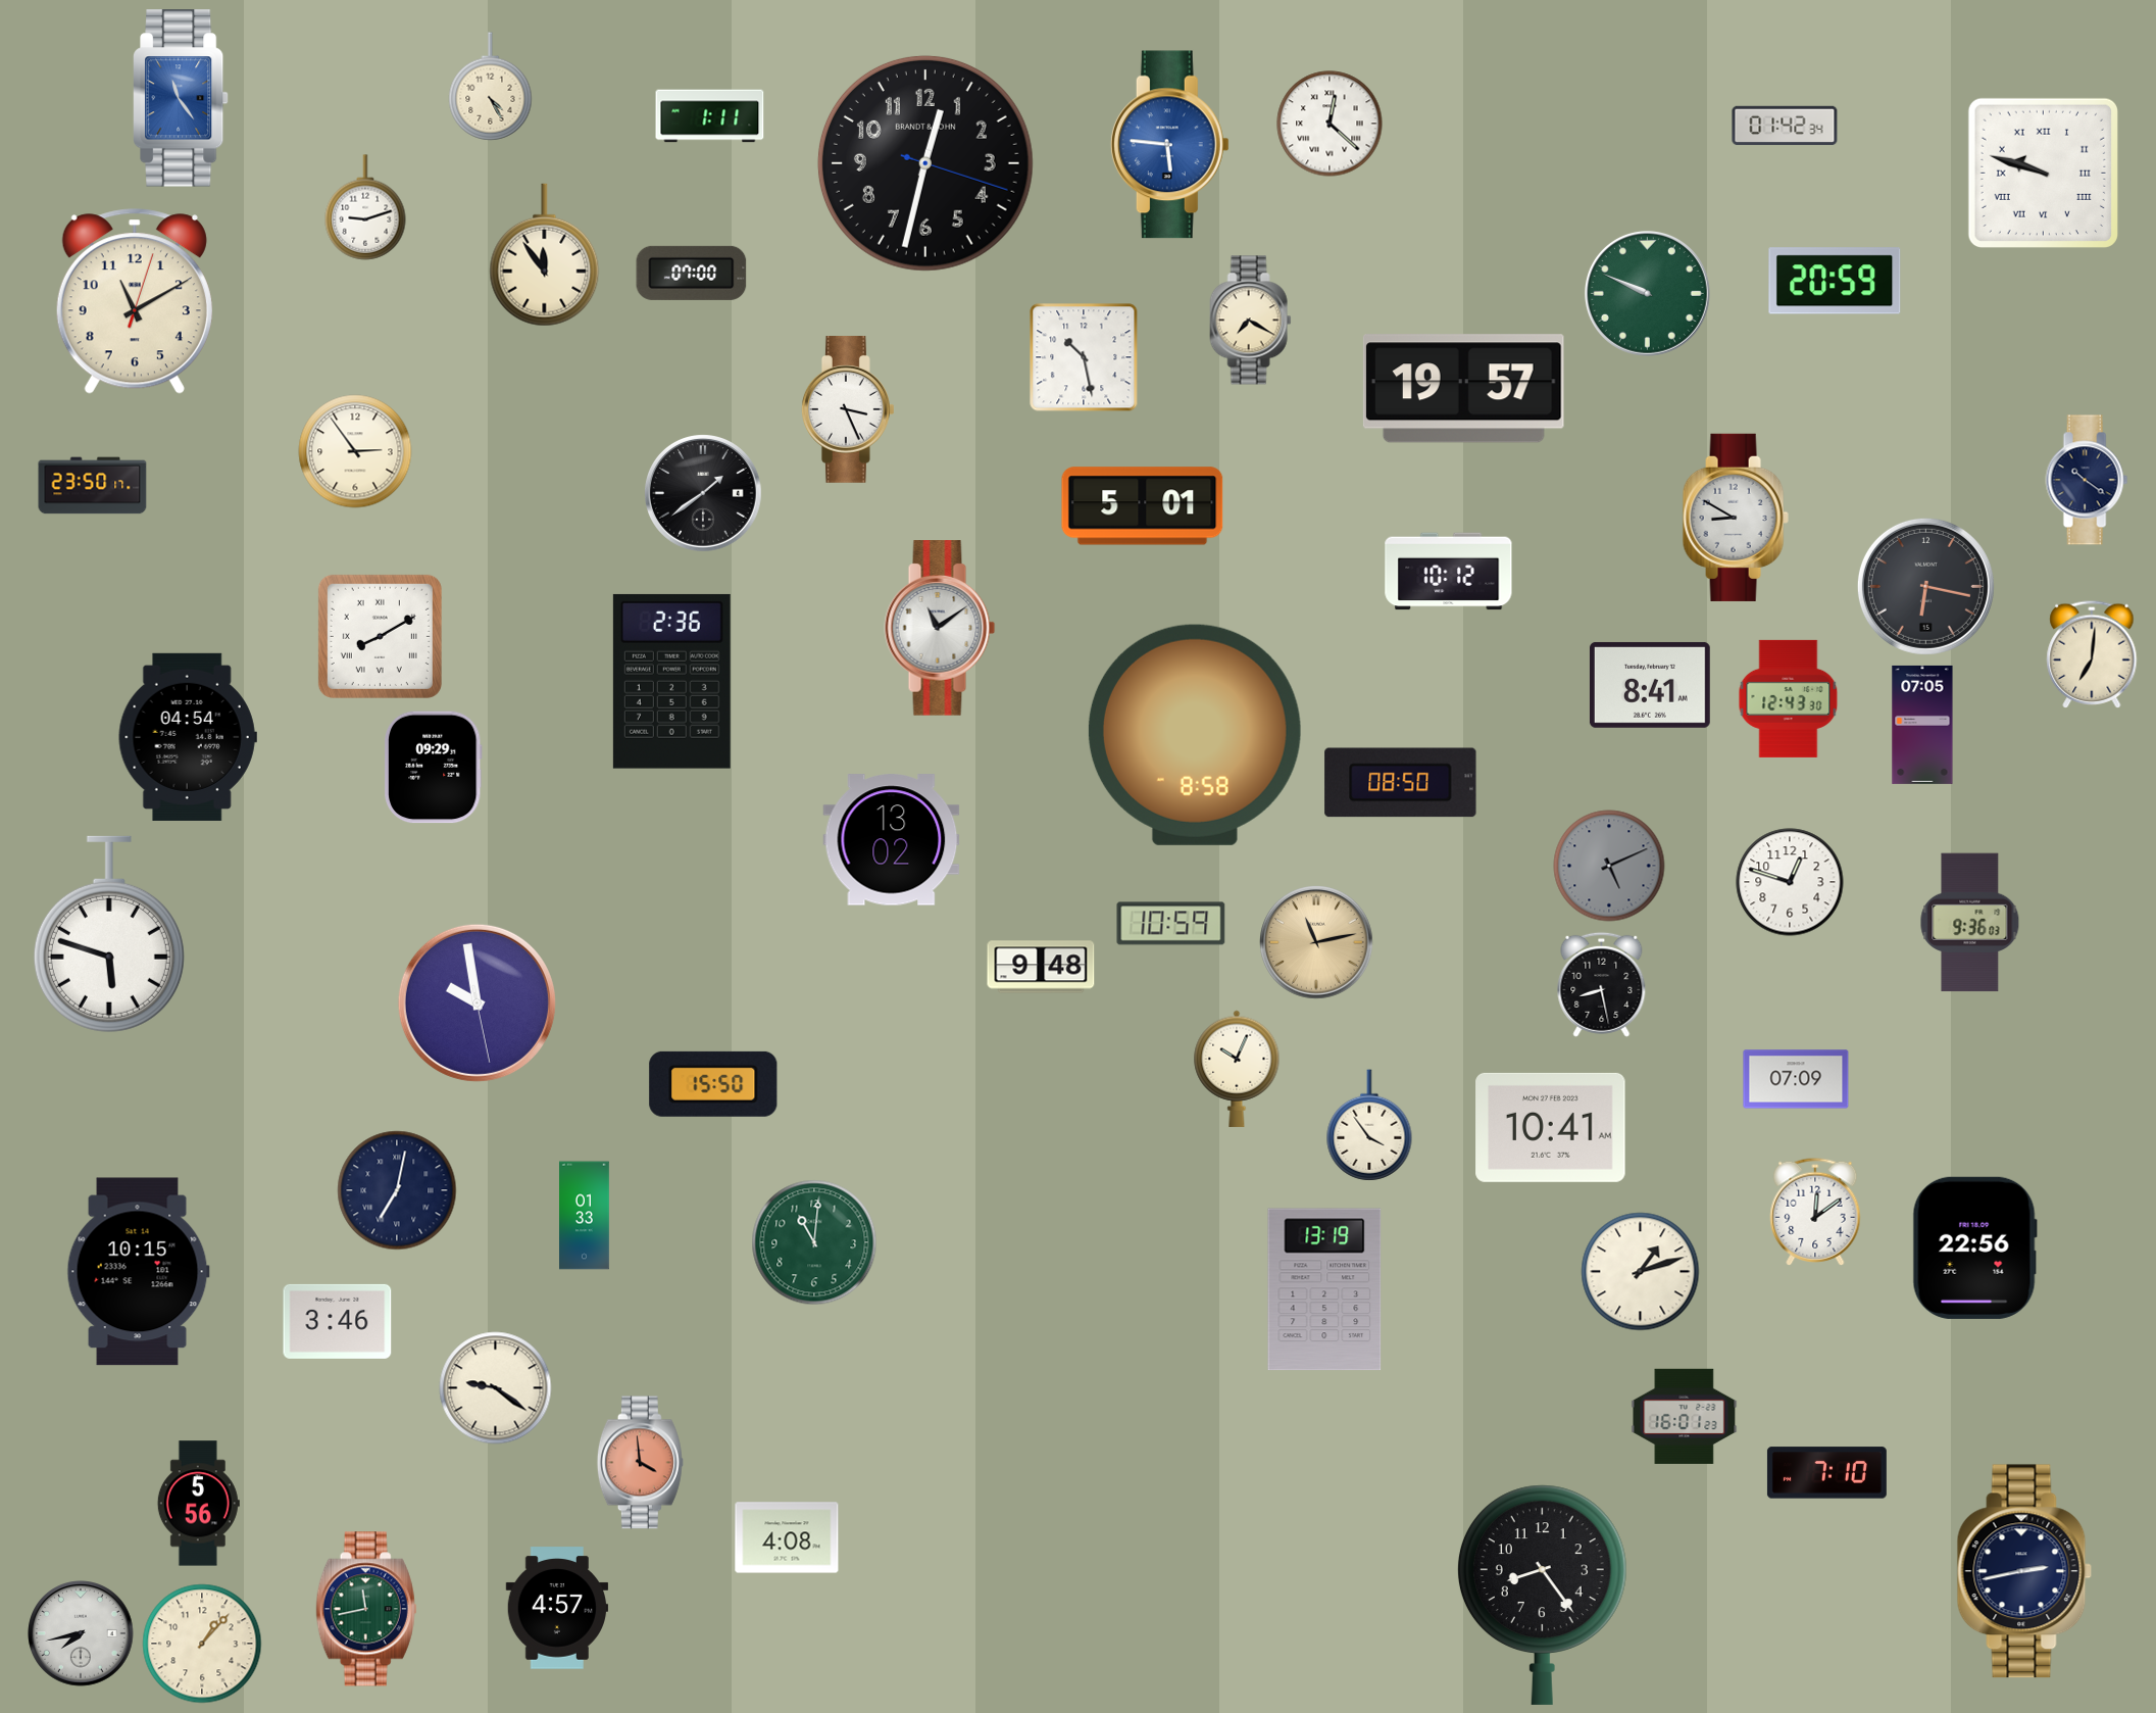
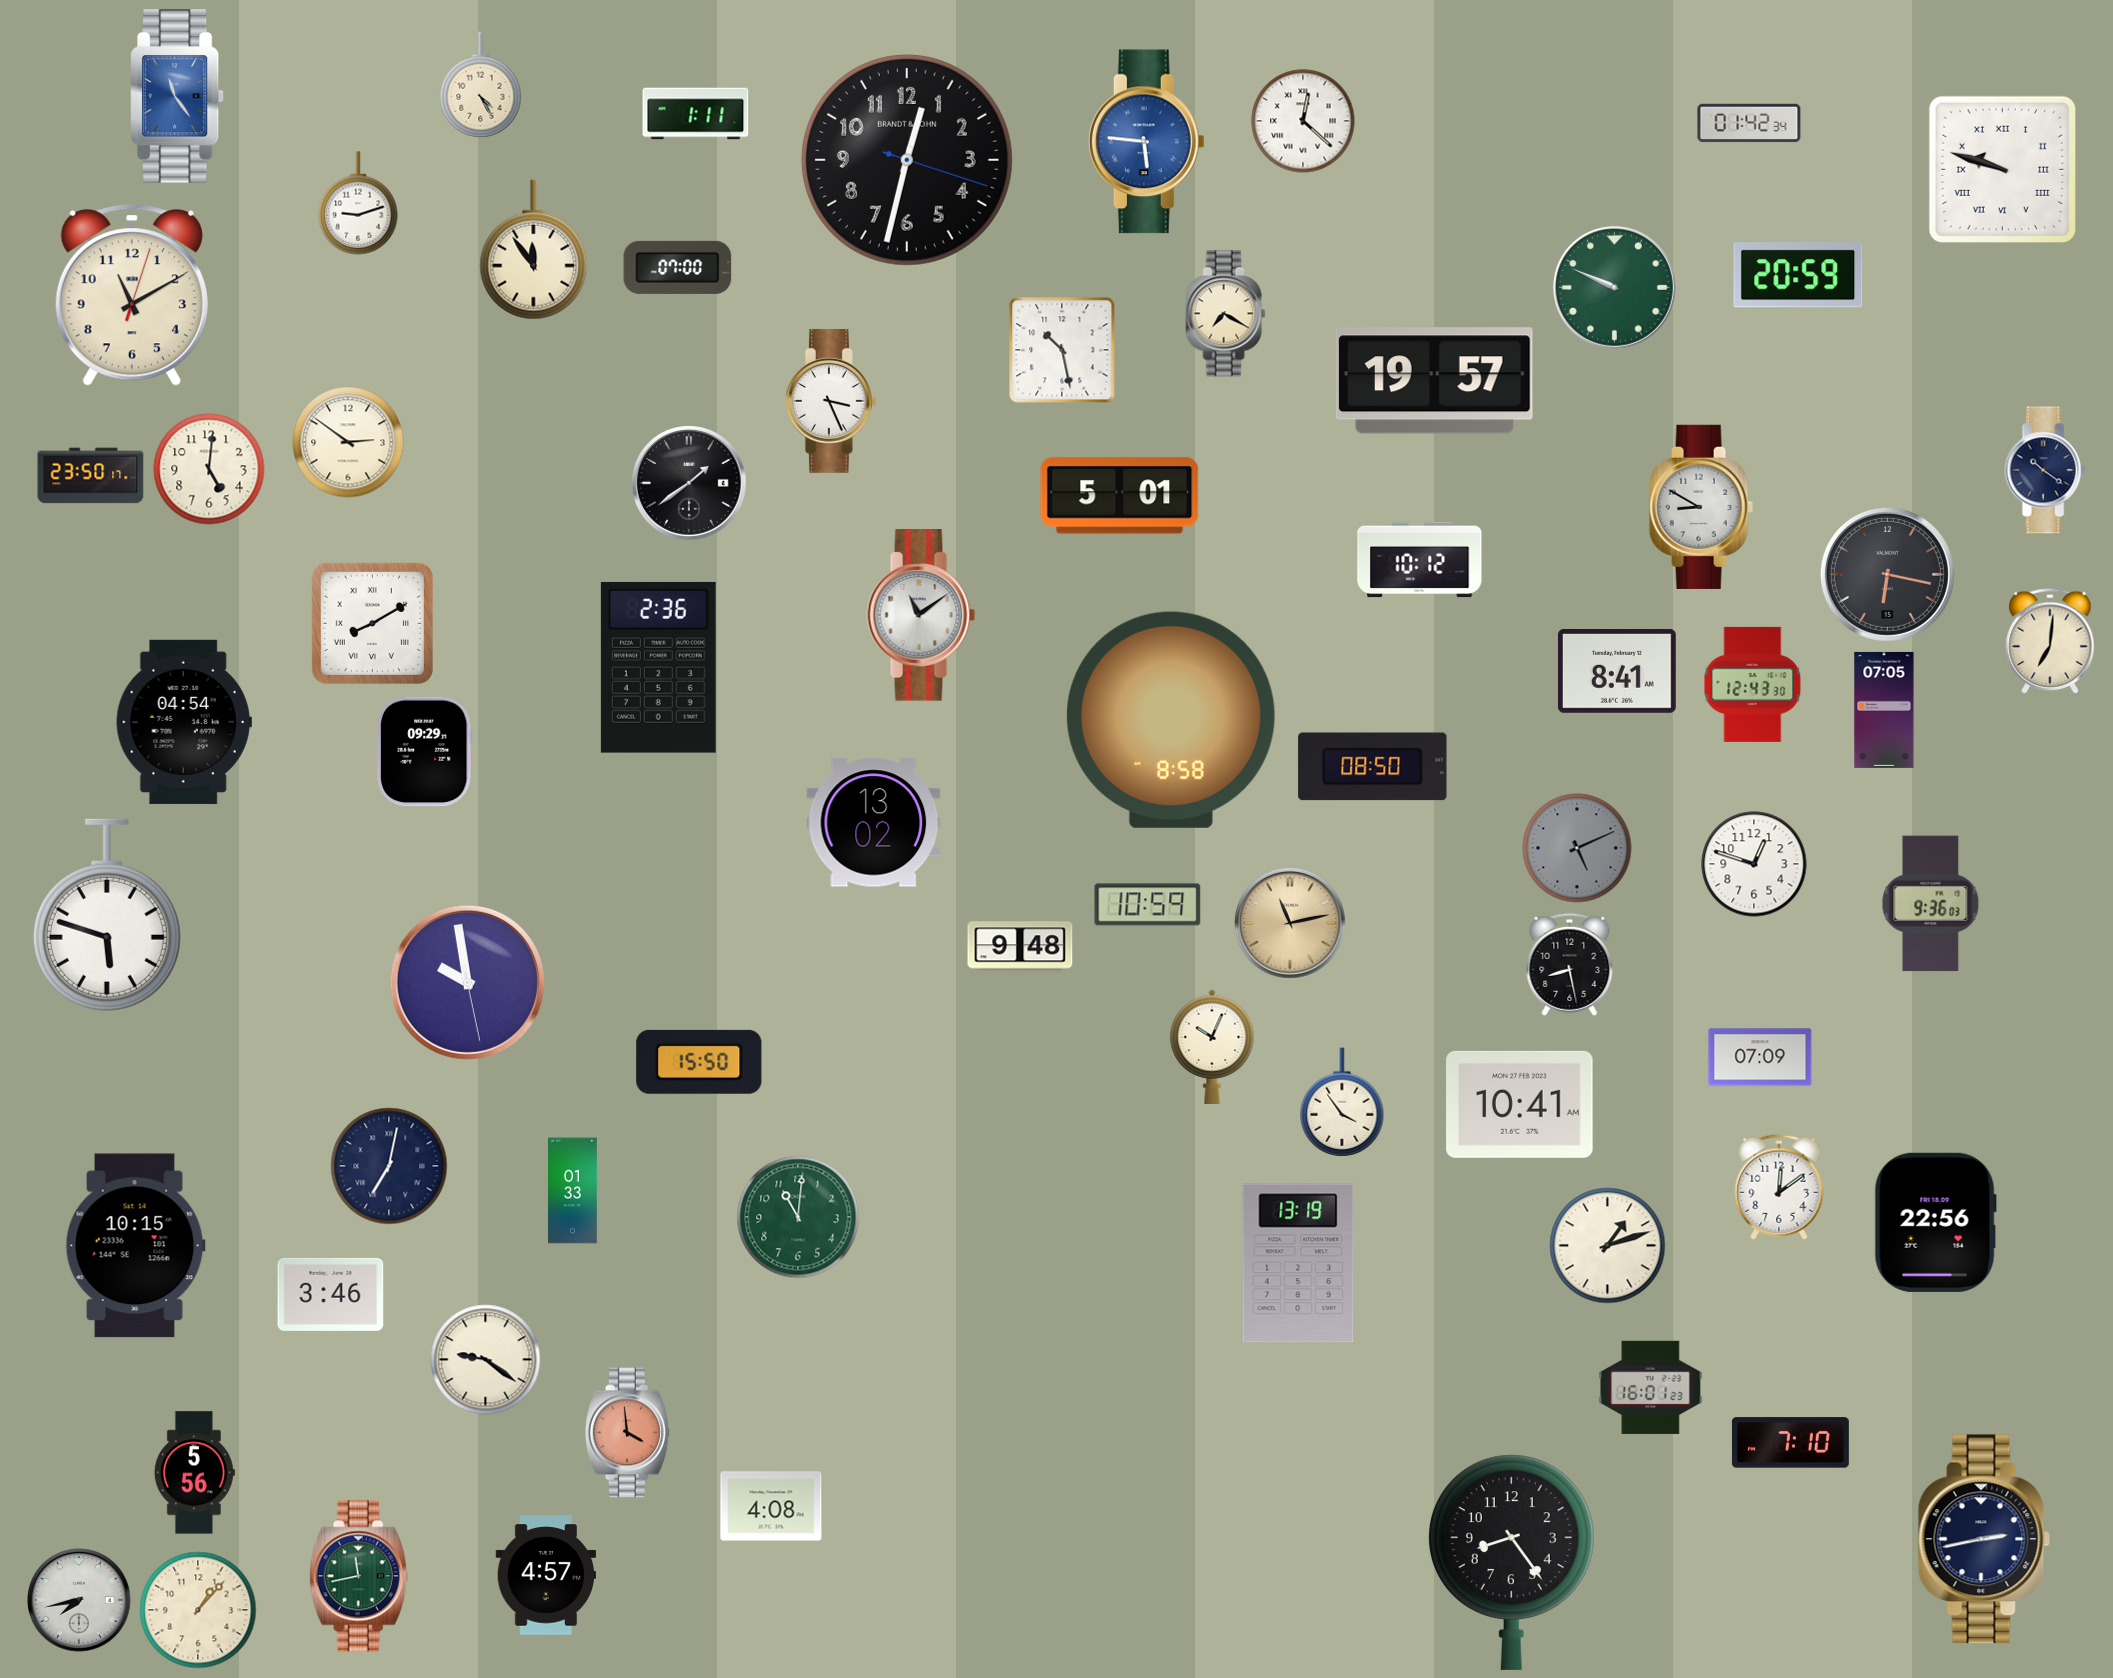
clock at (355, 451): 2:54 -> 2:51
clock at (209, 469): none -> 5:01
